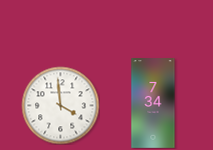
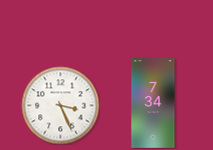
clock at (60, 105): 3:59 -> 3:26
